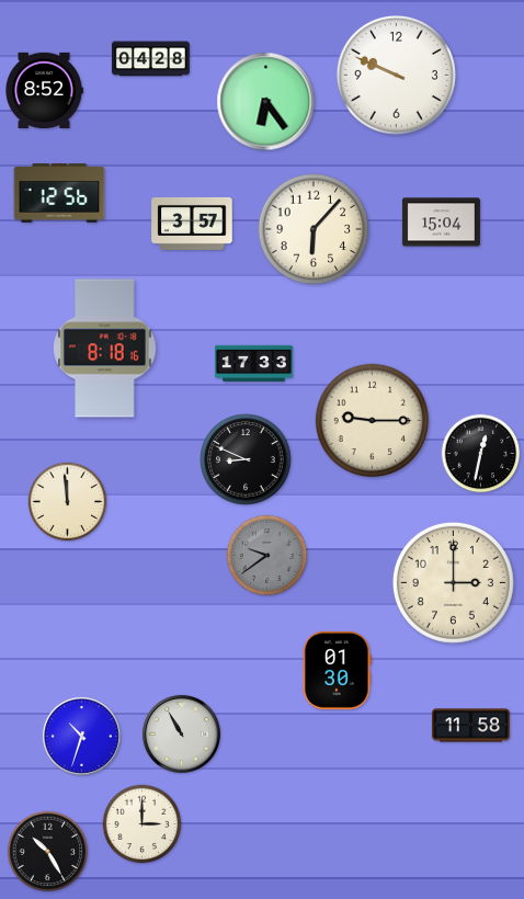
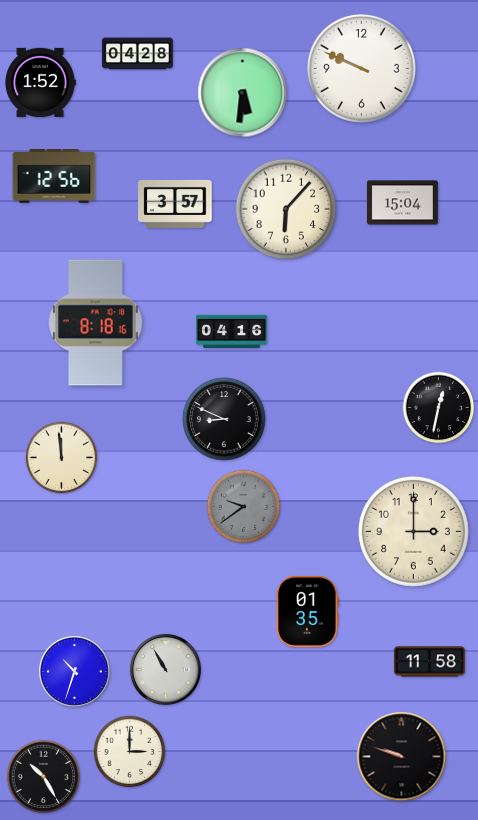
clock at (44, 90): 8:52 -> 1:52
clock at (266, 102): 6:24 -> 5:31
clock at (105, 349) position: (105, 349) -> (96, 323)
clock at (253, 364): 17:33 -> 04:16
clock at (373, 421): 9:15 -> none
clock at (481, 454) position: (481, 454) -> (439, 408)
clock at (338, 670): 01:30 -> 01:35
clock at (402, 757): none -> 9:48
